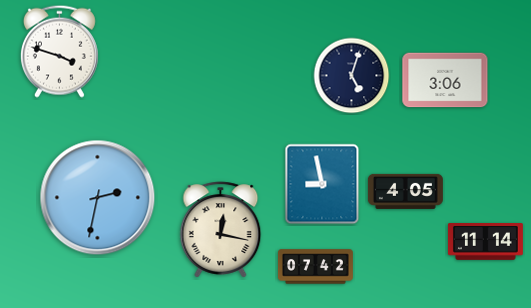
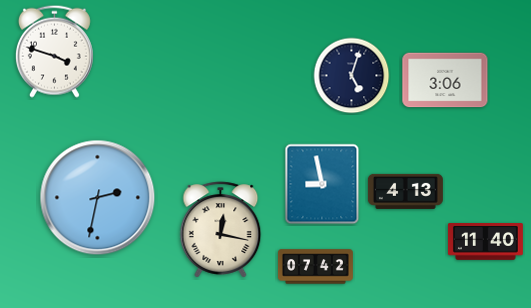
clock at (59, 51) position: (59, 51) -> (54, 51)
clock at (405, 191): 4:05 -> 4:13
clock at (485, 242): 11:14 -> 11:40
